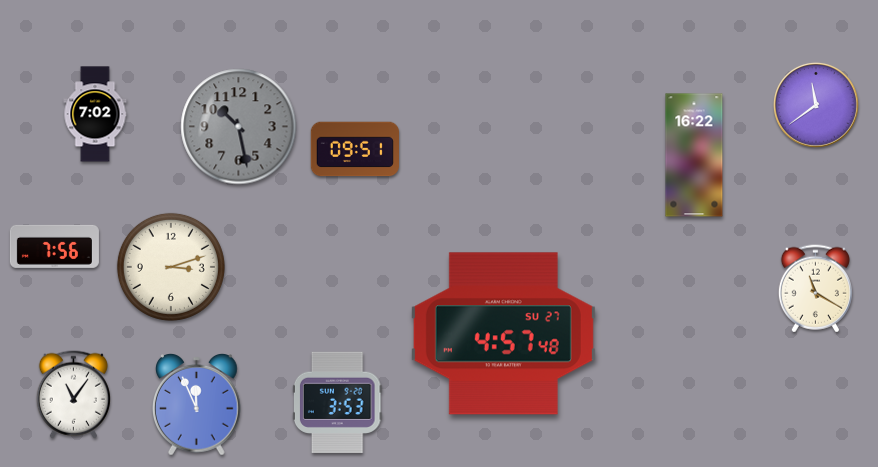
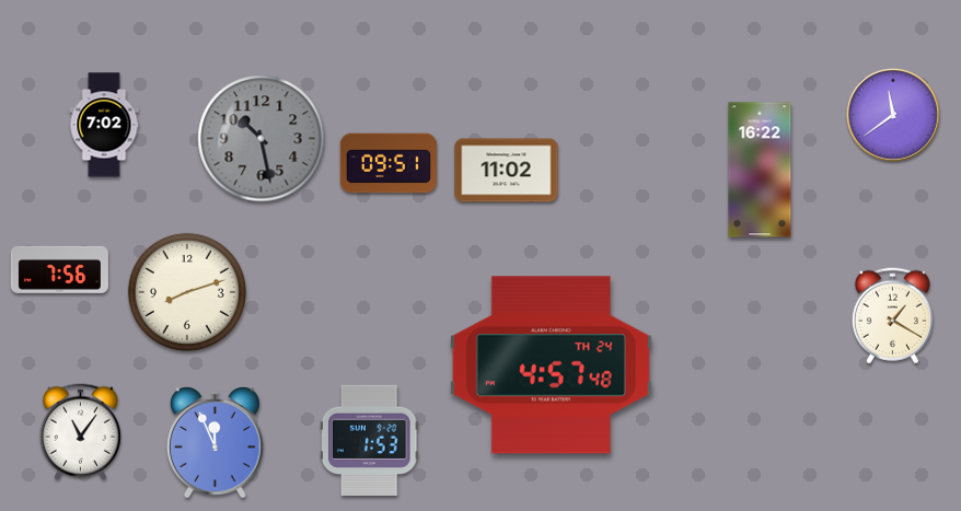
clock at (507, 171): none -> 11:02
clock at (171, 267): 3:12 -> 8:12
clock at (815, 289): 11:20 -> 1:20
clock at (503, 334) date: SU 27 -> TH 24
clock at (337, 402): 3:53 -> 1:53
